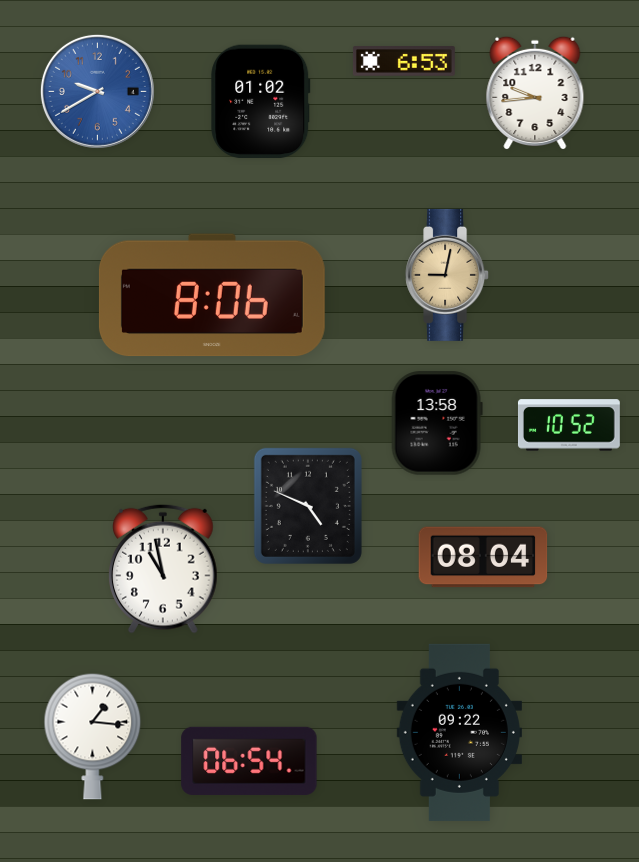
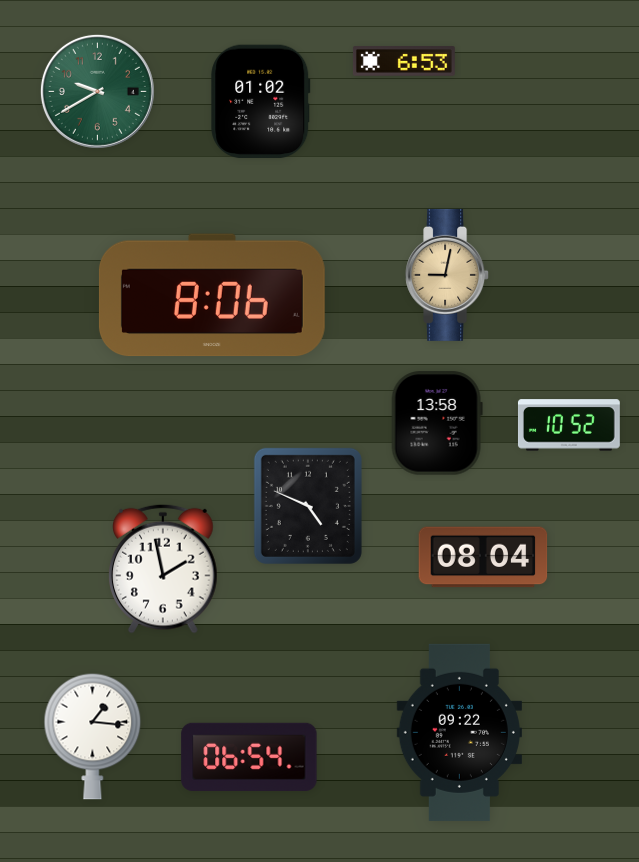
clock at (97, 91) dial: blue -> green
clock at (535, 92): 9:44 -> none
clock at (164, 569): 10:58 -> 1:58
clock at (249, 761) position: (249, 761) -> (249, 757)
